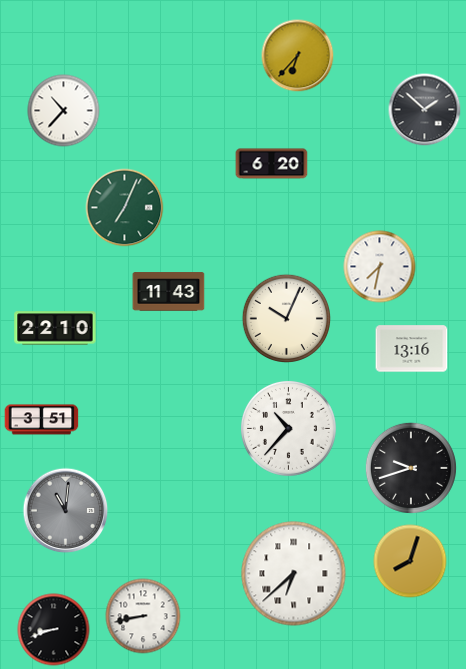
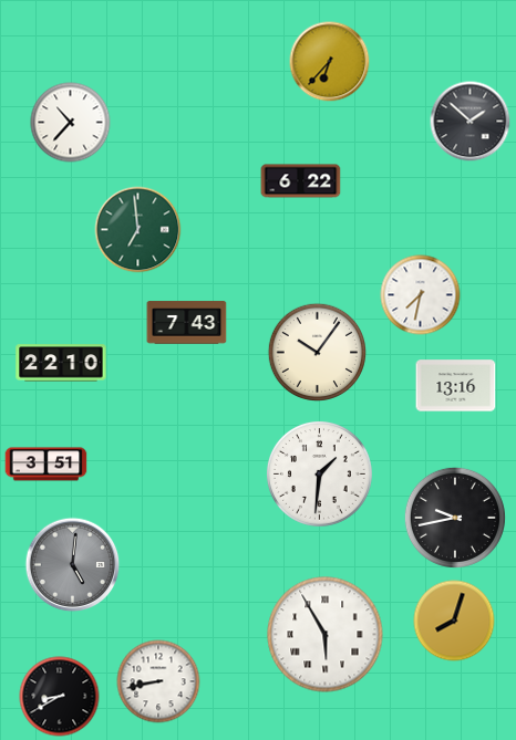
clock at (272, 164): 6:20 -> 6:22
clock at (125, 208): 7:04 -> 6:59
clock at (169, 292): 11:43 -> 7:43
clock at (287, 319): 10:04 -> 10:06
clock at (288, 428): 10:37 -> 1:31
clock at (411, 468): 9:42 -> 9:43
clock at (66, 511): 11:01 -> 5:01
clock at (294, 574): 6:38 -> 5:55
clock at (54, 630): 8:42 -> 8:40
